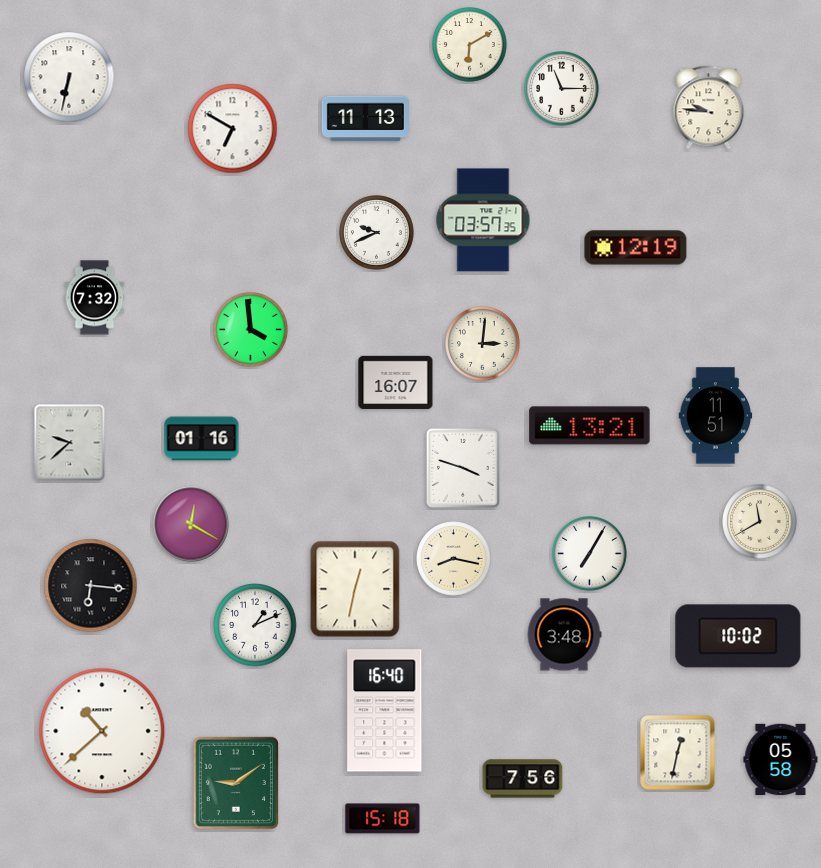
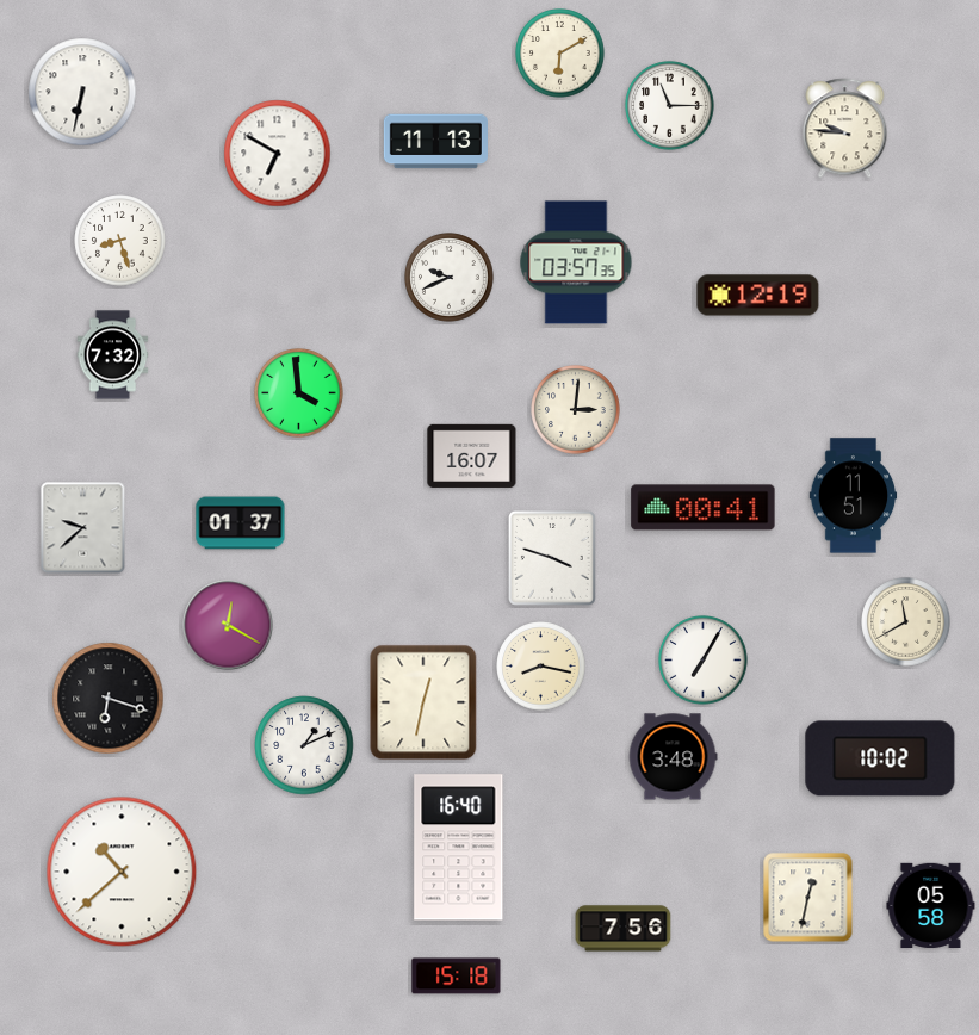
clock at (120, 241): none -> 8:27
clock at (590, 426): 13:21 -> 00:41
clock at (202, 439): 01:16 -> 01:37
clock at (91, 586): 6:16 -> 6:18
clock at (235, 782): 9:09 -> none
